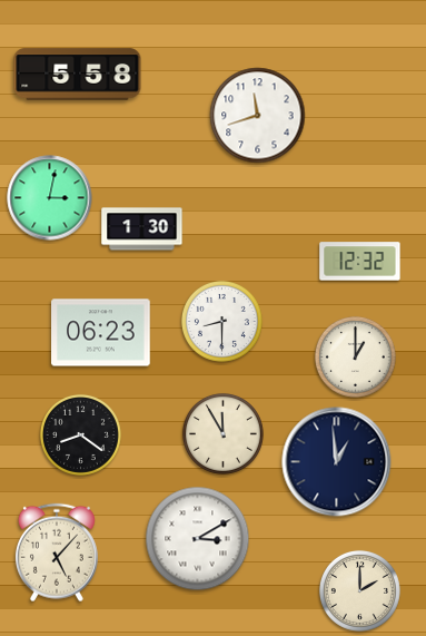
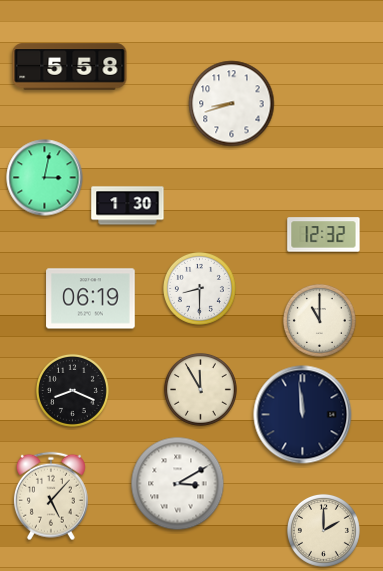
clock at (258, 116): 11:42 -> 8:42
clock at (101, 333): 06:23 -> 06:19
clock at (355, 356): 1:00 -> 11:00
clock at (80, 434): 8:21 -> 8:19
clock at (337, 462): 12:59 -> 11:59
